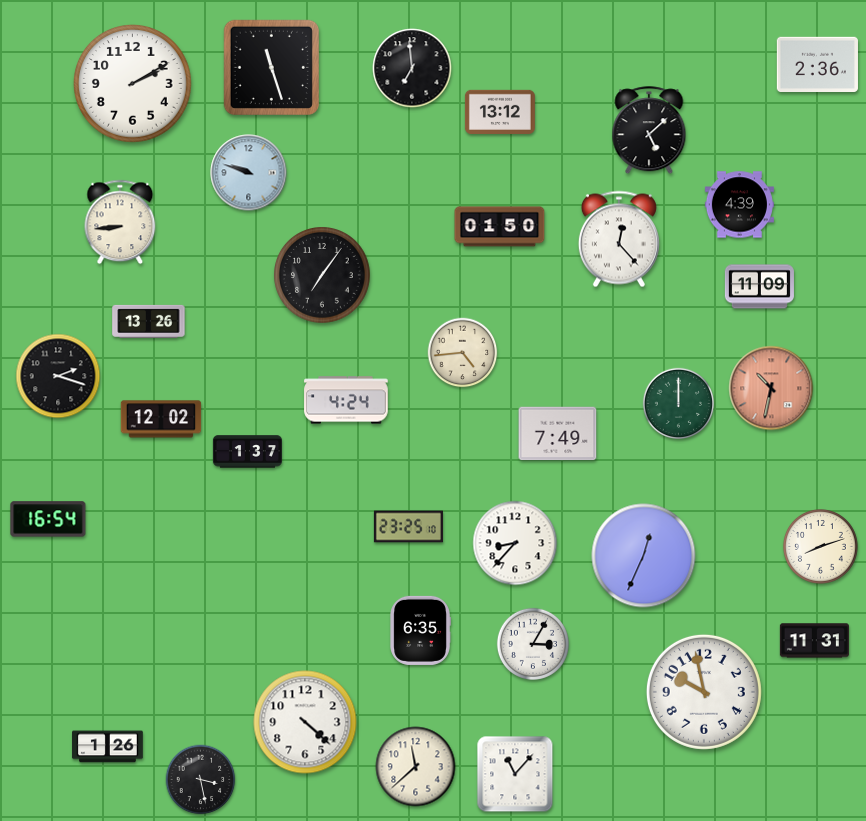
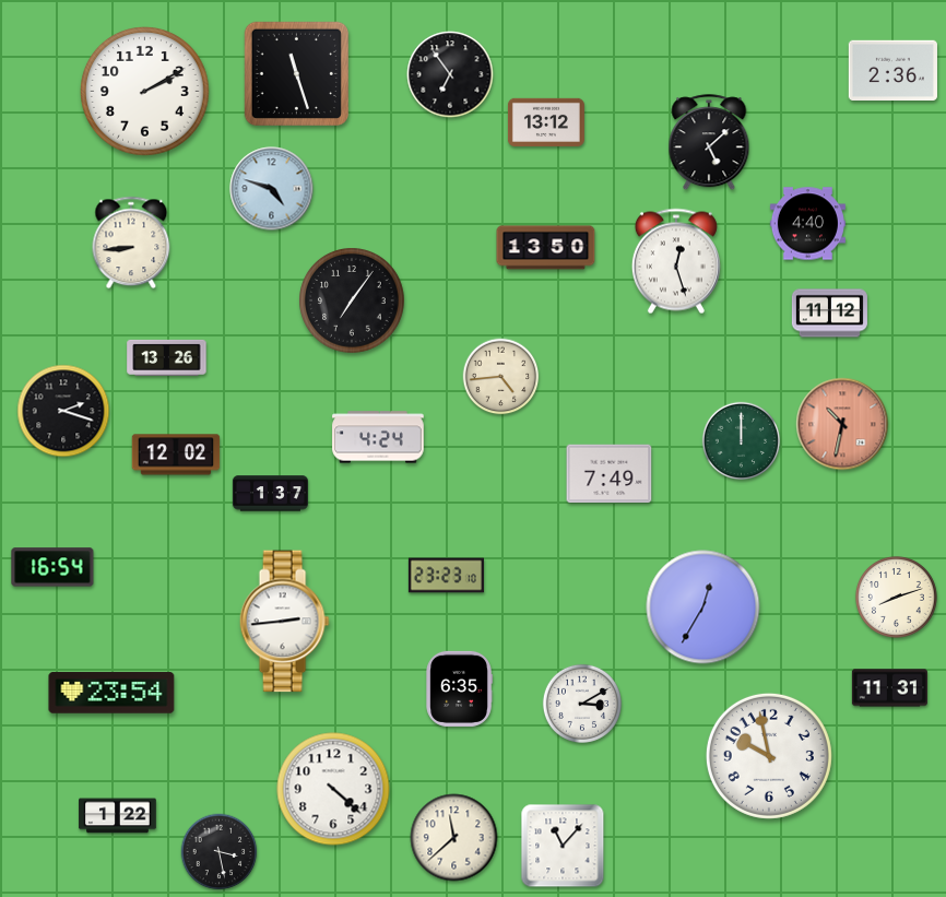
clock at (412, 68): 6:59 -> 6:54
clock at (249, 173): 9:48 -> 4:48
clock at (739, 205): 4:39 -> 4:40
clock at (500, 227): 01:50 -> 13:50
clock at (619, 239): 12:23 -> 12:27
clock at (759, 287): 11:09 -> 11:12
clock at (149, 321) position: (149, 321) -> (167, 357)
clock at (463, 353) position: (463, 353) -> (501, 377)
clock at (161, 419) position: (161, 419) -> (176, 455)
clock at (408, 527): 23:25 -> 23:23
clock at (515, 543): 8:37 -> none
clock at (644, 556): 12:34 -> 12:35
clock at (284, 622): none -> 2:44
clock at (111, 693): none -> 23:54
clock at (814, 641) position: (814, 641) -> (889, 688)
clock at (533, 644): 3:05 -> 3:10
clock at (108, 747): 1:26 -> 1:22
